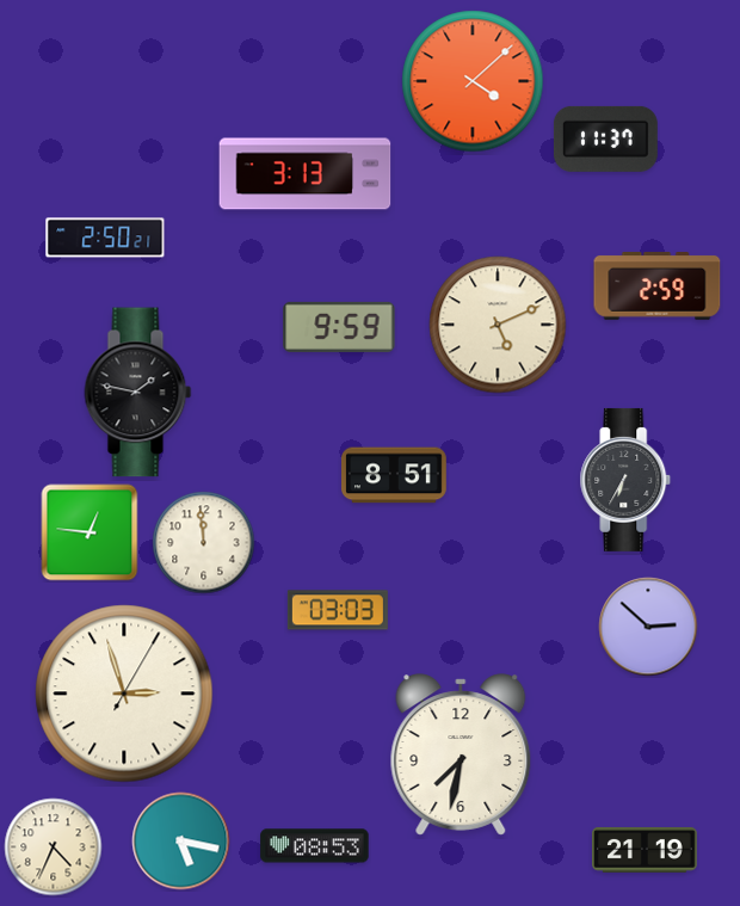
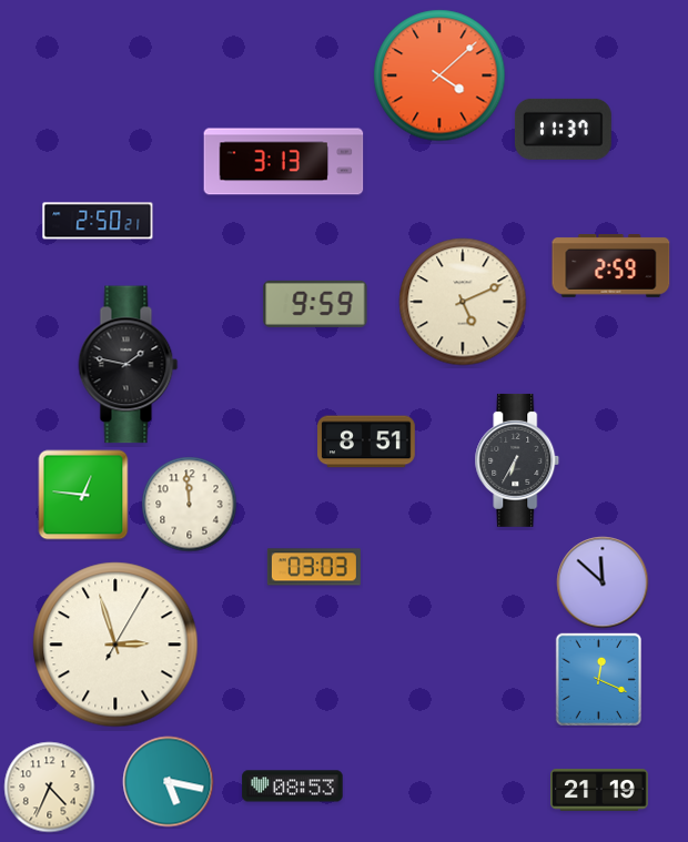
clock at (625, 480) position: (625, 480) -> (517, 460)
clock at (648, 627): 2:52 -> 11:52
clock at (598, 679): none -> 12:19
clock at (461, 754): 7:32 -> none
